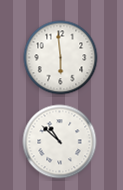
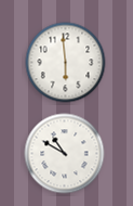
clock at (60, 142): 10:52 -> 10:50
